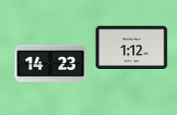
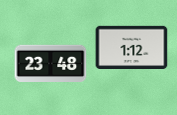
clock at (51, 63): 14:23 -> 23:48
